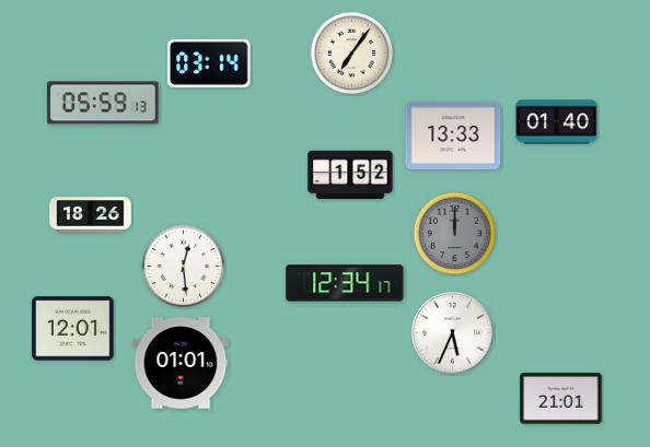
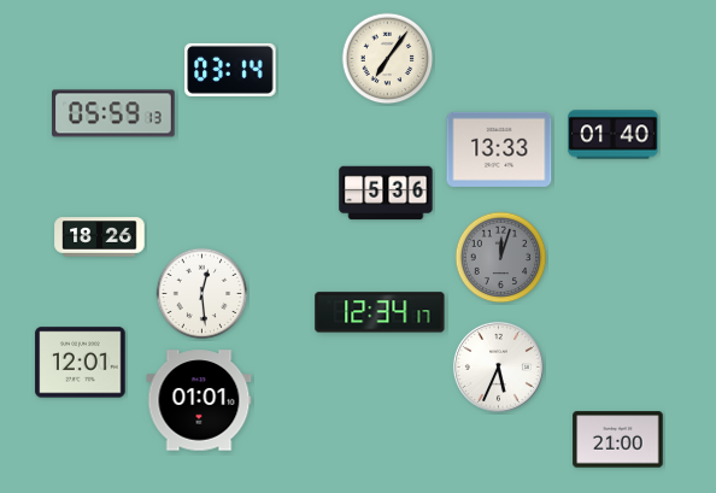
clock at (350, 175): 1:52 -> 5:36
clock at (455, 234): 12:00 -> 12:03
clock at (561, 399): 21:01 -> 21:00
